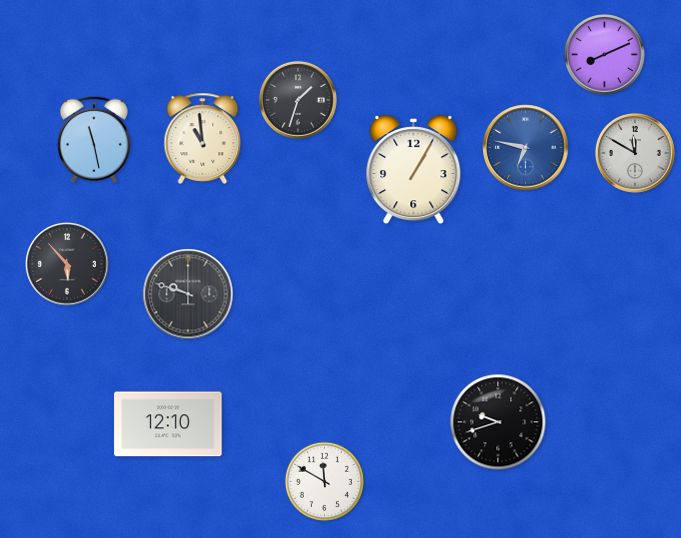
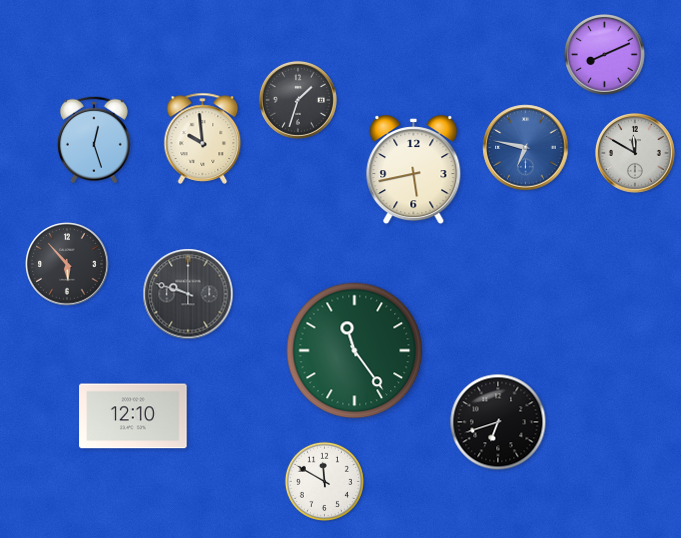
clock at (203, 138): 10:59 -> 9:59
clock at (94, 140): 11:28 -> 12:27
clock at (414, 170): 1:05 -> 5:43
clock at (355, 351): none -> 11:24
clock at (498, 422): 9:42 -> 6:42
clock at (168, 424) position: (168, 424) -> (133, 416)
